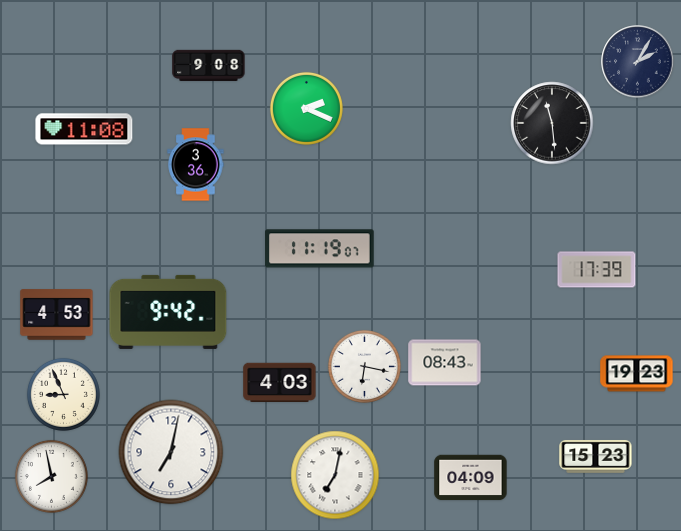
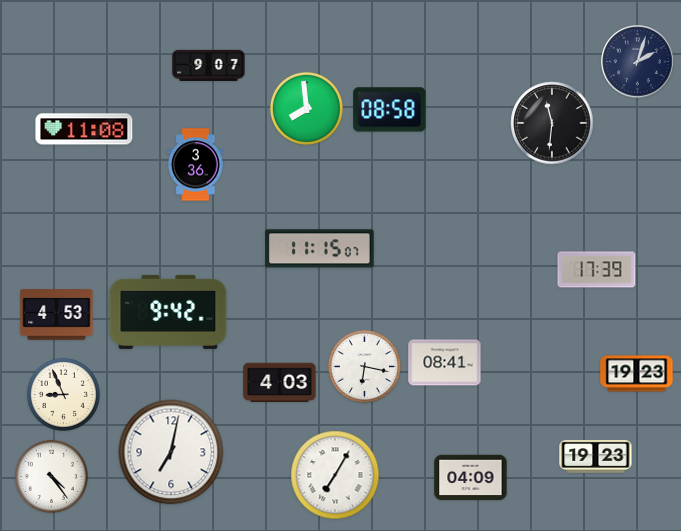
clock at (638, 62): 2:05 -> 2:03
clock at (209, 65): 9:08 -> 9:07
clock at (306, 108): 2:19 -> 7:59
clock at (390, 110): none -> 08:58
clock at (552, 123): 11:29 -> 11:31
clock at (320, 249): 11:19 -> 11:15
clock at (445, 363): 08:43 -> 08:41
clock at (596, 456): 15:23 -> 19:23
clock at (335, 475): 7:02 -> 7:05
clock at (51, 476): 7:58 -> 4:24
